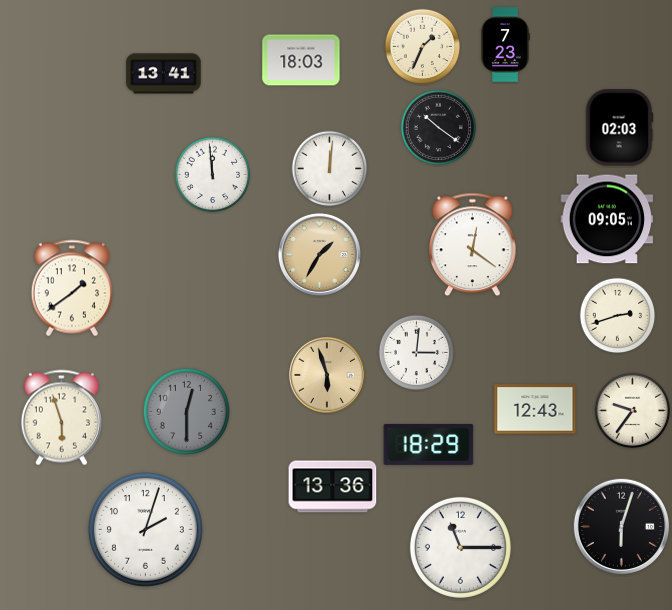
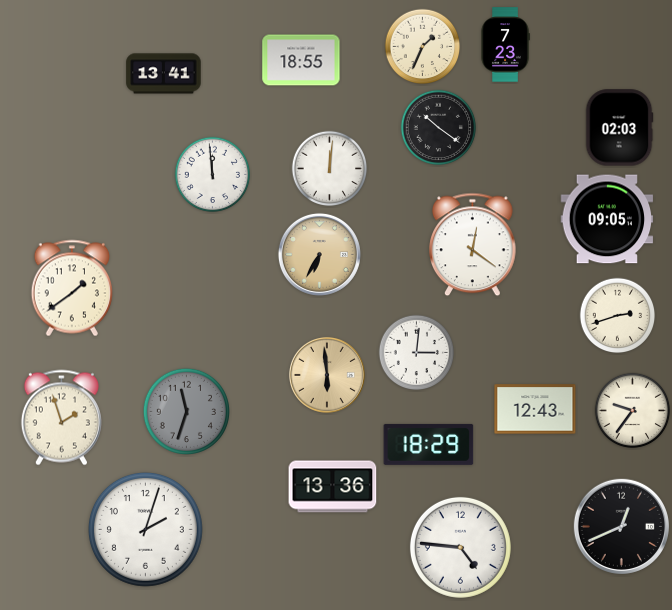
clock at (301, 60): 18:03 -> 18:55
clock at (319, 254): 1:35 -> 6:35
clock at (327, 375): 5:57 -> 5:59
clock at (186, 411): 12:30 -> 11:33
clock at (61, 418): 5:57 -> 1:57
clock at (621, 526): 6:03 -> 12:41
clock at (460, 547): 11:15 -> 4:46
